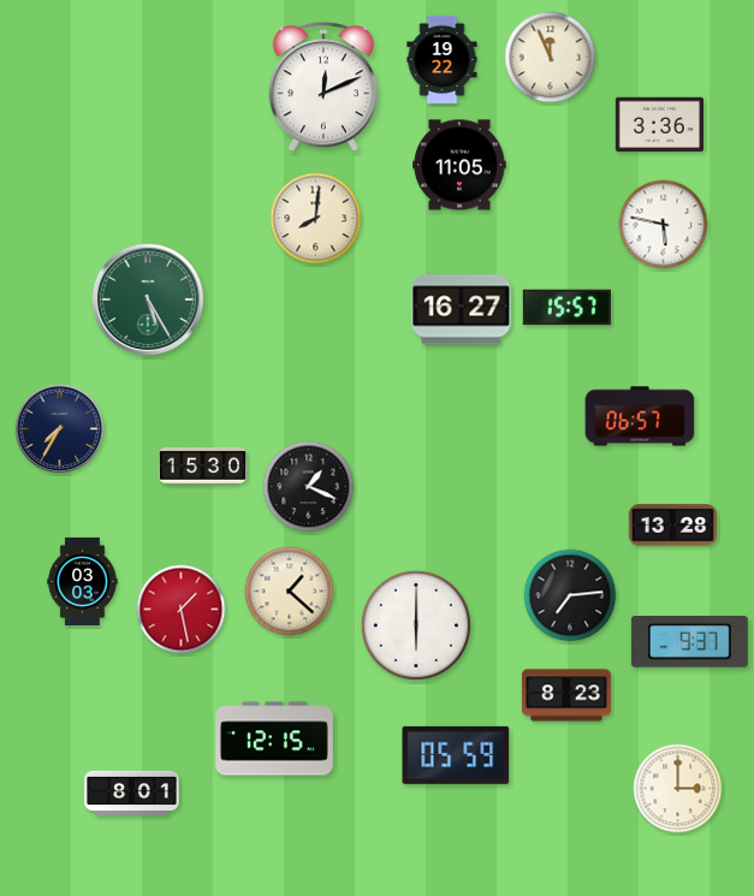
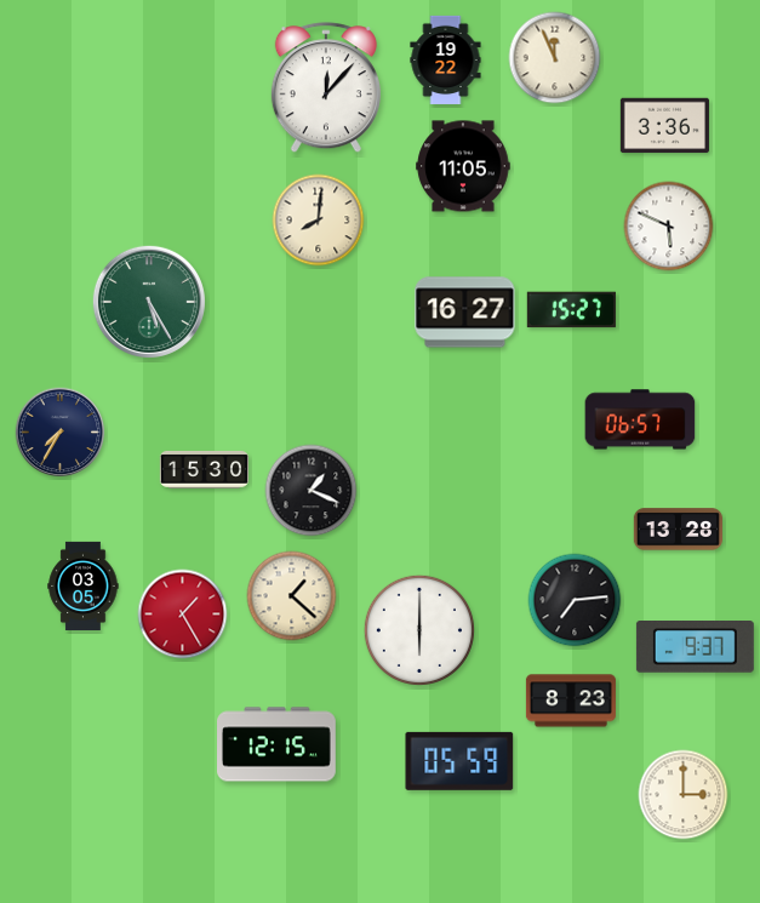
clock at (323, 88): 12:11 -> 12:07
clock at (664, 225): 5:47 -> 5:49
clock at (566, 308): 15:57 -> 15:27
clock at (640, 416) position: (640, 416) -> (640, 419)
clock at (83, 581): 03:03 -> 03:05
clock at (182, 610): 1:28 -> 1:25
clock at (132, 793): 8:01 -> none
